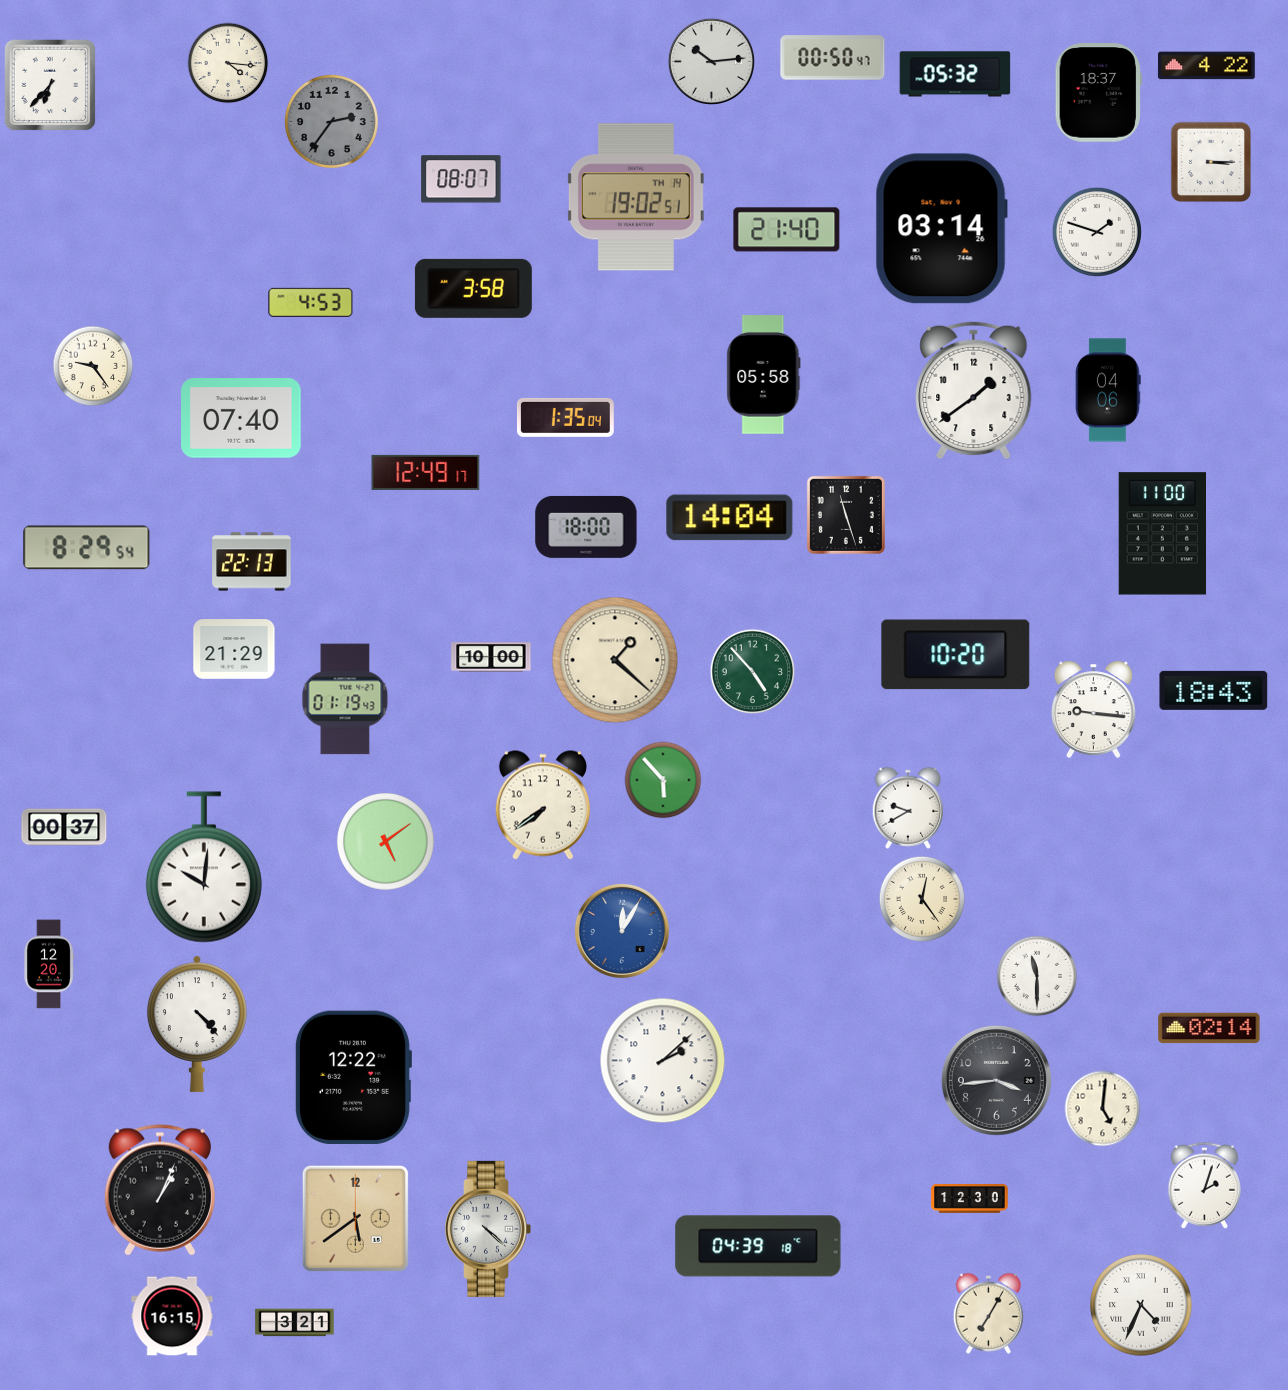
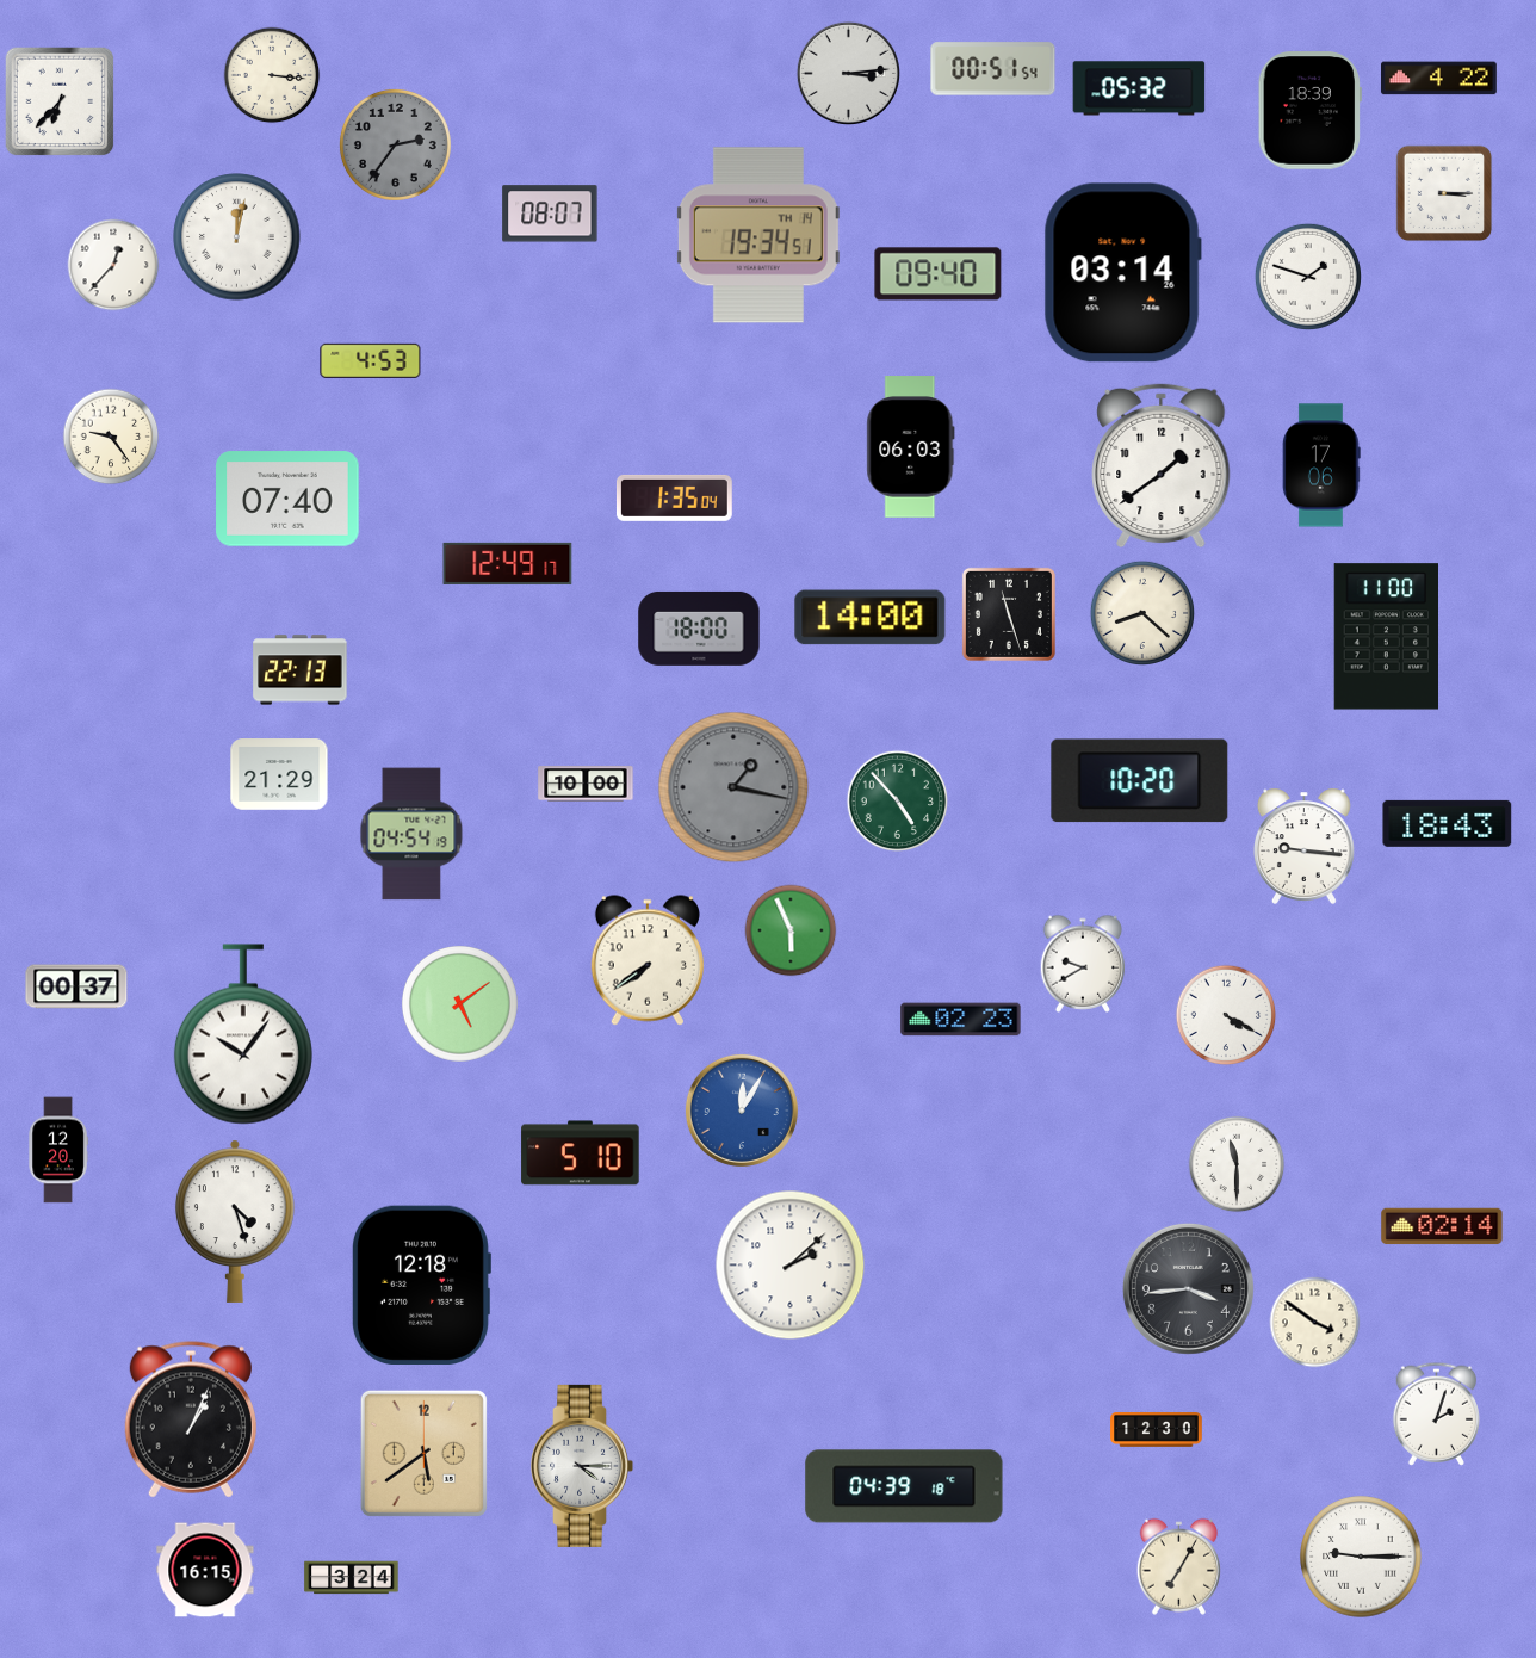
clock at (833, 58): 00:50 -> 00:51
clock at (711, 61): 10:14 -> 3:14
clock at (228, 63): 4:16 -> 3:16
clock at (1098, 93): 18:37 -> 18:39
clock at (636, 197): 19:02 -> 19:34
clock at (237, 237): none -> 12:02
clock at (113, 265): none -> 12:37
clock at (787, 230): 21:40 -> 09:40
clock at (473, 288): 3:58 -> none
clock at (764, 375): 05:58 -> 06:03
clock at (1108, 390): 04:06 -> 17:06
clock at (1141, 612): none -> 8:22
clock at (730, 518): 14:04 -> 14:00
clock at (87, 548): 8:29 -> none
clock at (615, 660): 1:22 -> 1:17
clock at (615, 660) dial: cream -> grey
clock at (345, 699): 01:19 -> 04:54
clock at (663, 780): 5:53 -> 5:56
clock at (1226, 1015): none -> 4:20
clock at (961, 1020): none -> 02:23
clock at (204, 867): 10:01 -> 10:06
clock at (922, 899): 12:24 -> none
clock at (581, 1153): none -> 5:10
clock at (197, 1024): 4:23 -> 4:27
clock at (353, 1077): 12:22 -> 12:18
clock at (1103, 1109): 5:01 -> 3:51
clock at (488, 1229): 4:22 -> 4:15
clock at (1141, 1305): 4:34 -> 9:15
clock at (295, 1323): 3:21 -> 3:24
